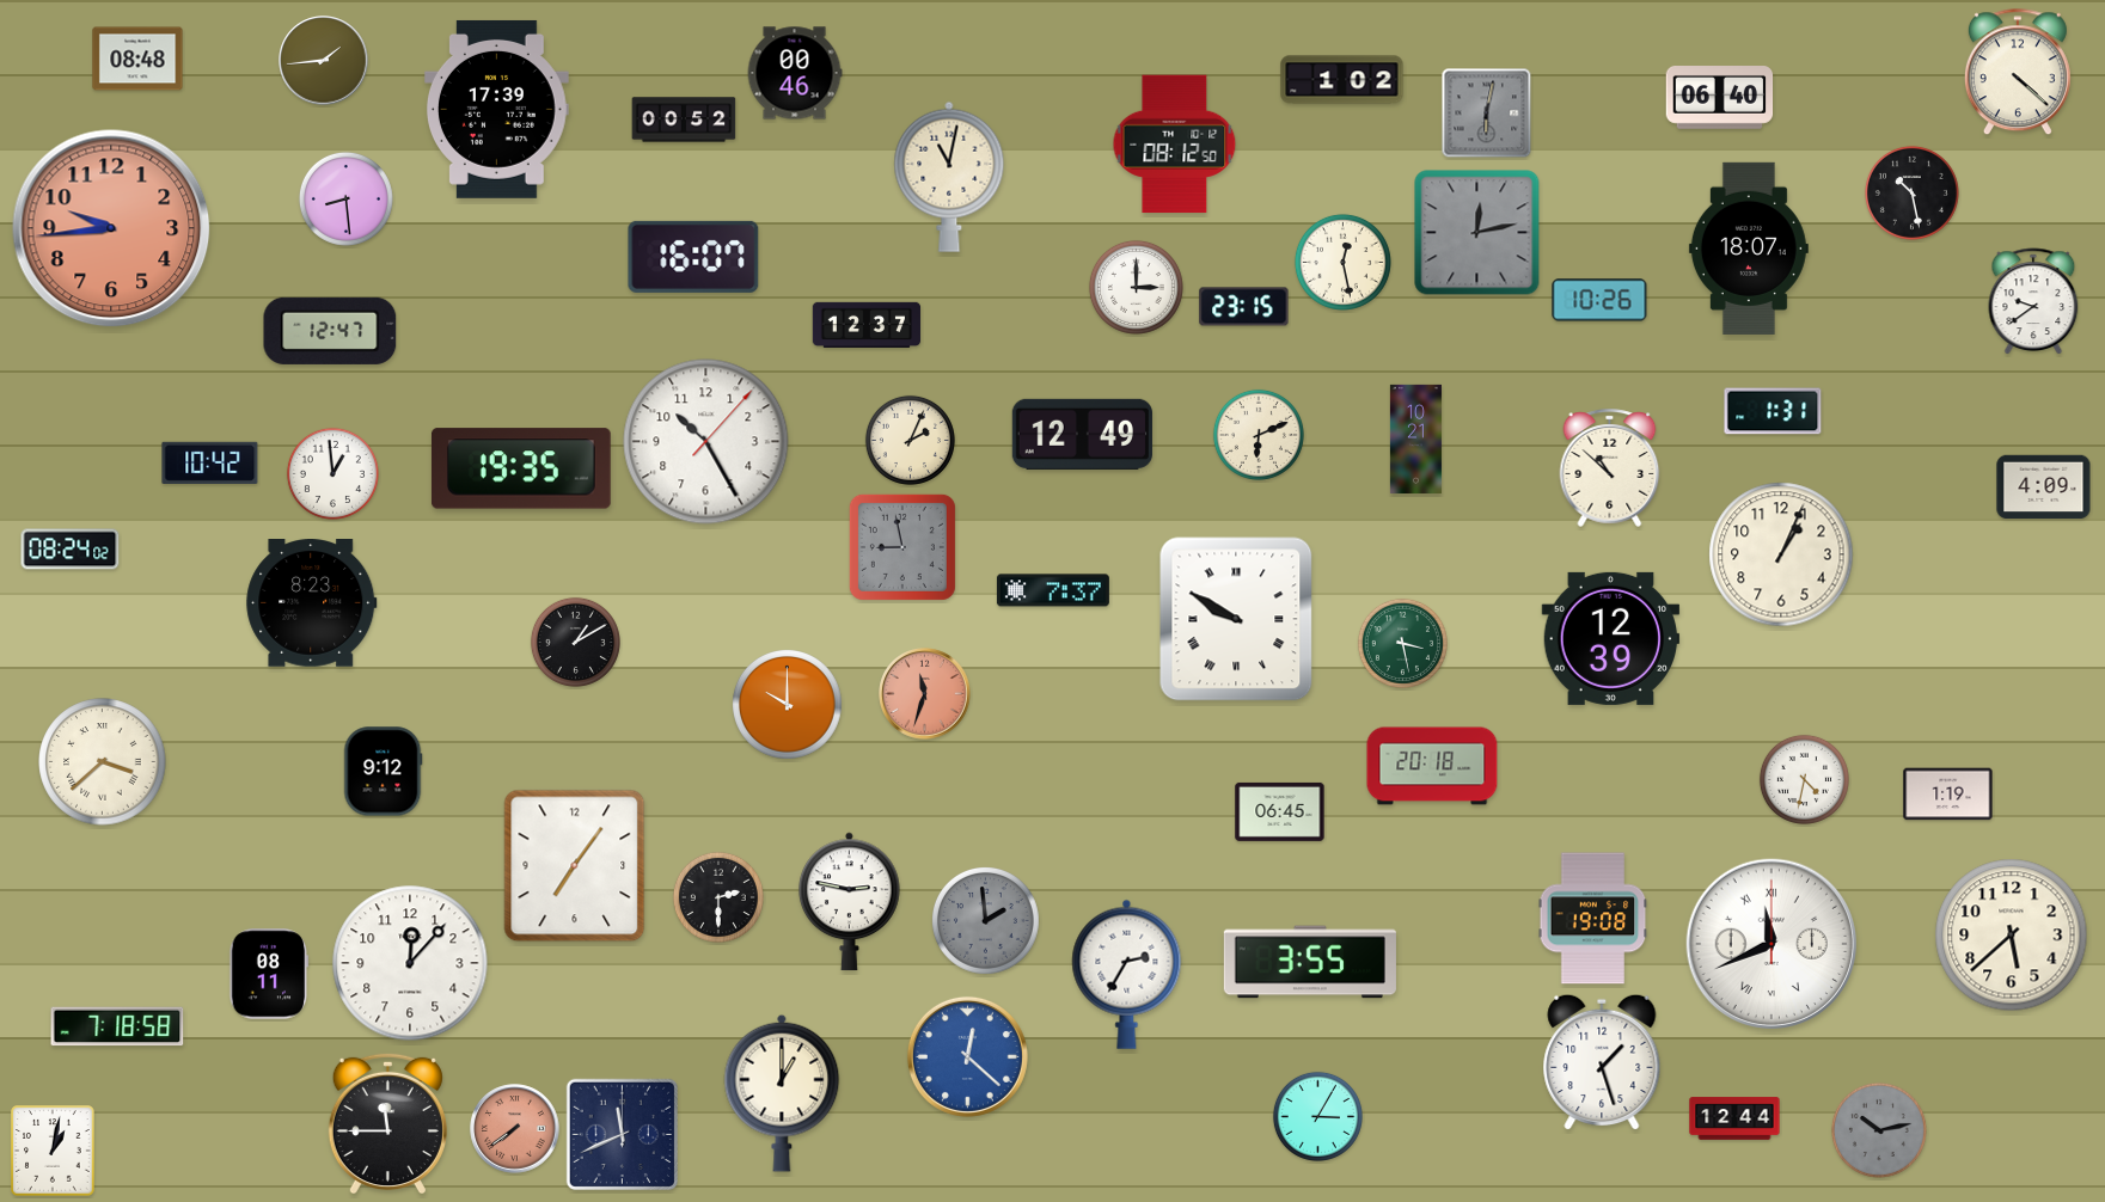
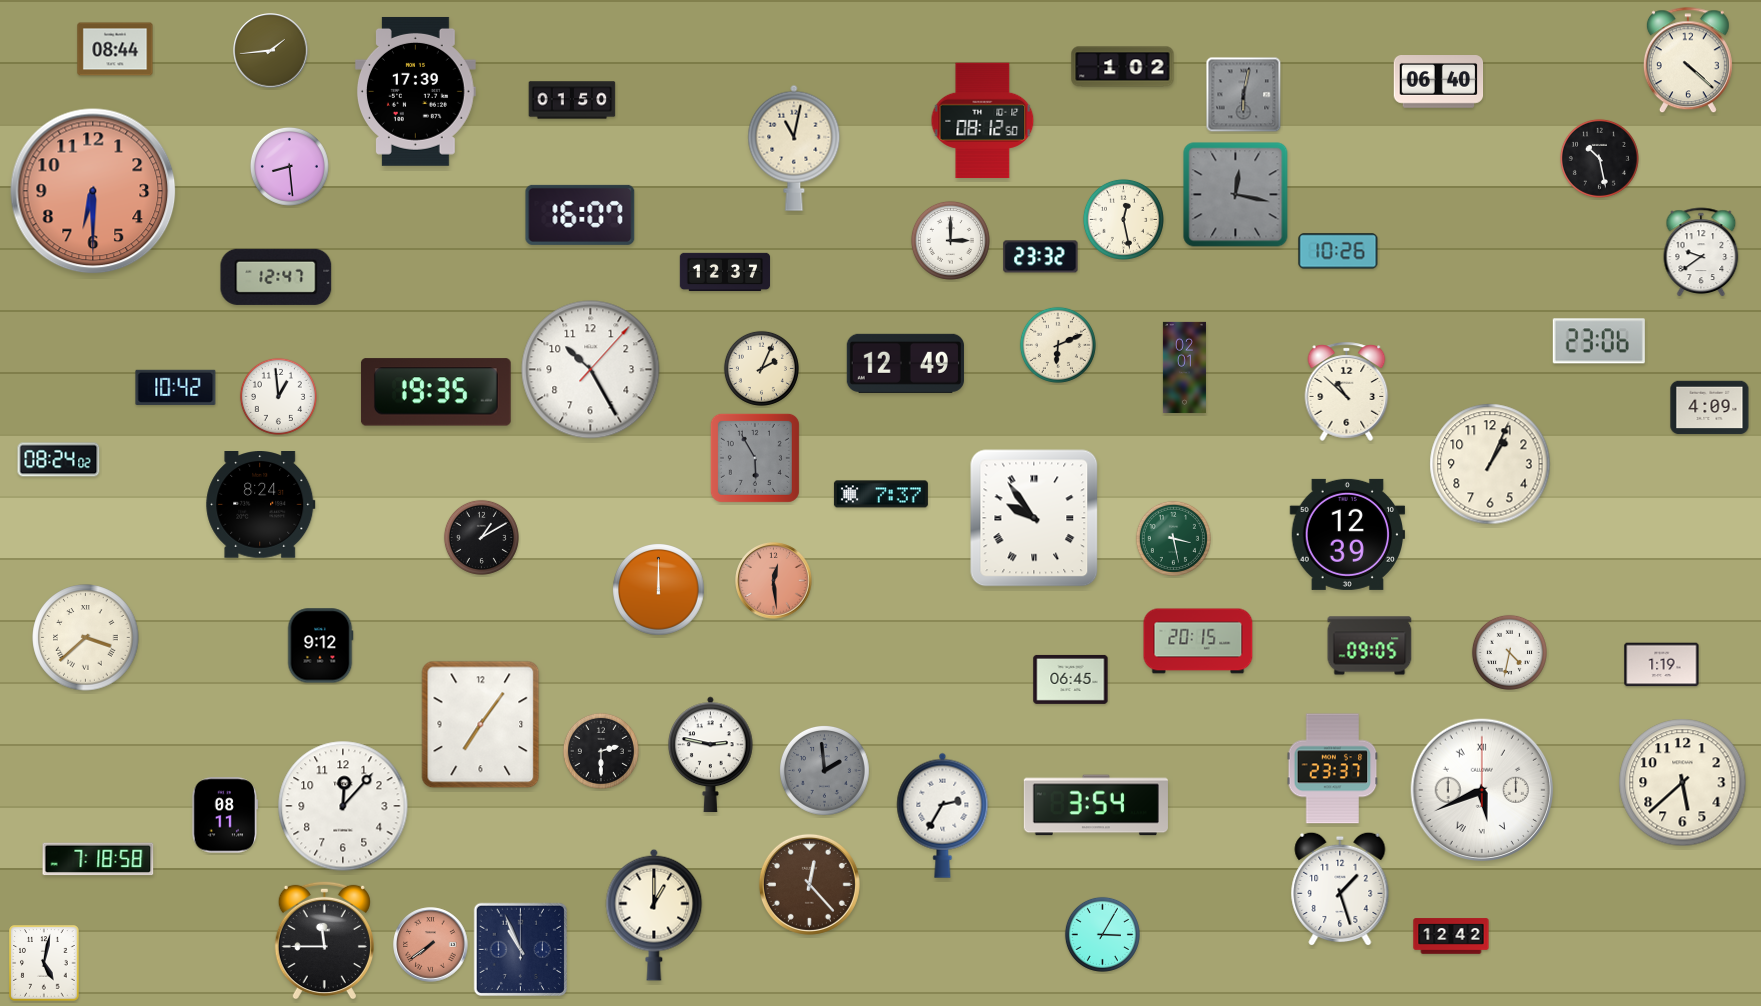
clock at (137, 59): 08:48 -> 08:44
clock at (795, 73): 00:46 -> none
clock at (684, 119): 00:52 -> 01:50
clock at (1911, 192) position: (1911, 192) -> (1599, 158)
clock at (111, 228): 9:44 -> 6:30
clock at (1477, 233): 12:13 -> 12:17
clock at (1749, 249): 18:07 -> none
clock at (1244, 307): 23:15 -> 23:32
clock at (1599, 341): none -> 23:06
clock at (1773, 411): 1:31 -> none
clock at (1259, 435) position: (1259, 435) -> (1058, 345)
clock at (1415, 439): 10:21 -> 02:01
clock at (902, 547): 8:58 -> 5:55
clock at (312, 603): 8:23 -> 8:24
clock at (1236, 619): 9:50 -> 9:54
clock at (925, 694): 11:33 -> 12:29
clock at (788, 705): 10:00 -> 12:00
clock at (1432, 766): 20:18 -> 20:15
clock at (1370, 646): none -> 09:05
clock at (1948, 795) position: (1948, 795) -> (1662, 665)
clock at (1593, 919): 19:08 -> 23:37
clock at (1770, 943): 11:41 -> 5:41
clock at (1310, 962): 3:55 -> 3:54
clock at (967, 1056): 12:22 -> 12:23
clock at (967, 1056) dial: blue -> brown
clock at (1734, 1118): 12:44 -> 12:42
clock at (1879, 1130): 10:13 -> none
clock at (622, 1134): 11:41 -> 10:56
clock at (53, 1151): 1:02 -> 5:02
